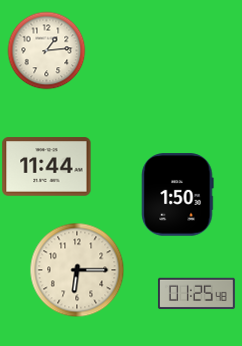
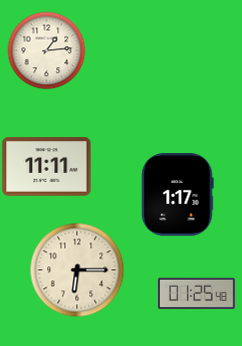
clock at (47, 167): 11:44 -> 11:11
clock at (178, 195): 1:50 -> 1:17
